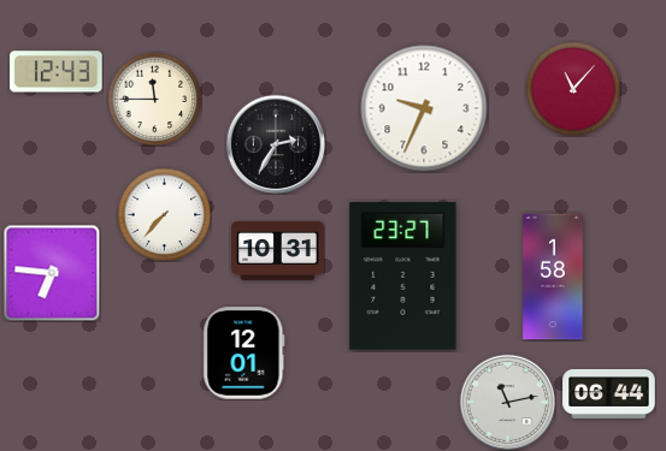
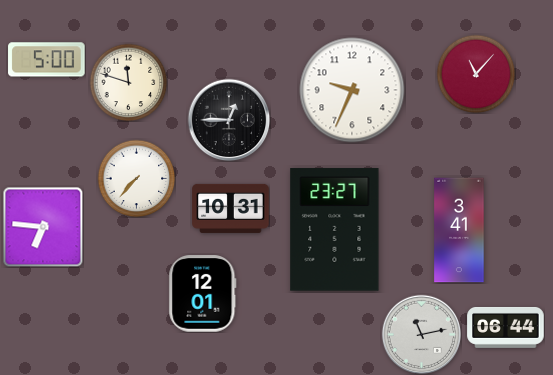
clock at (57, 72): 12:43 -> 5:00
clock at (154, 99): 11:45 -> 11:48
clock at (276, 144): 2:35 -> 12:45
clock at (553, 277): 1:58 -> 3:41
